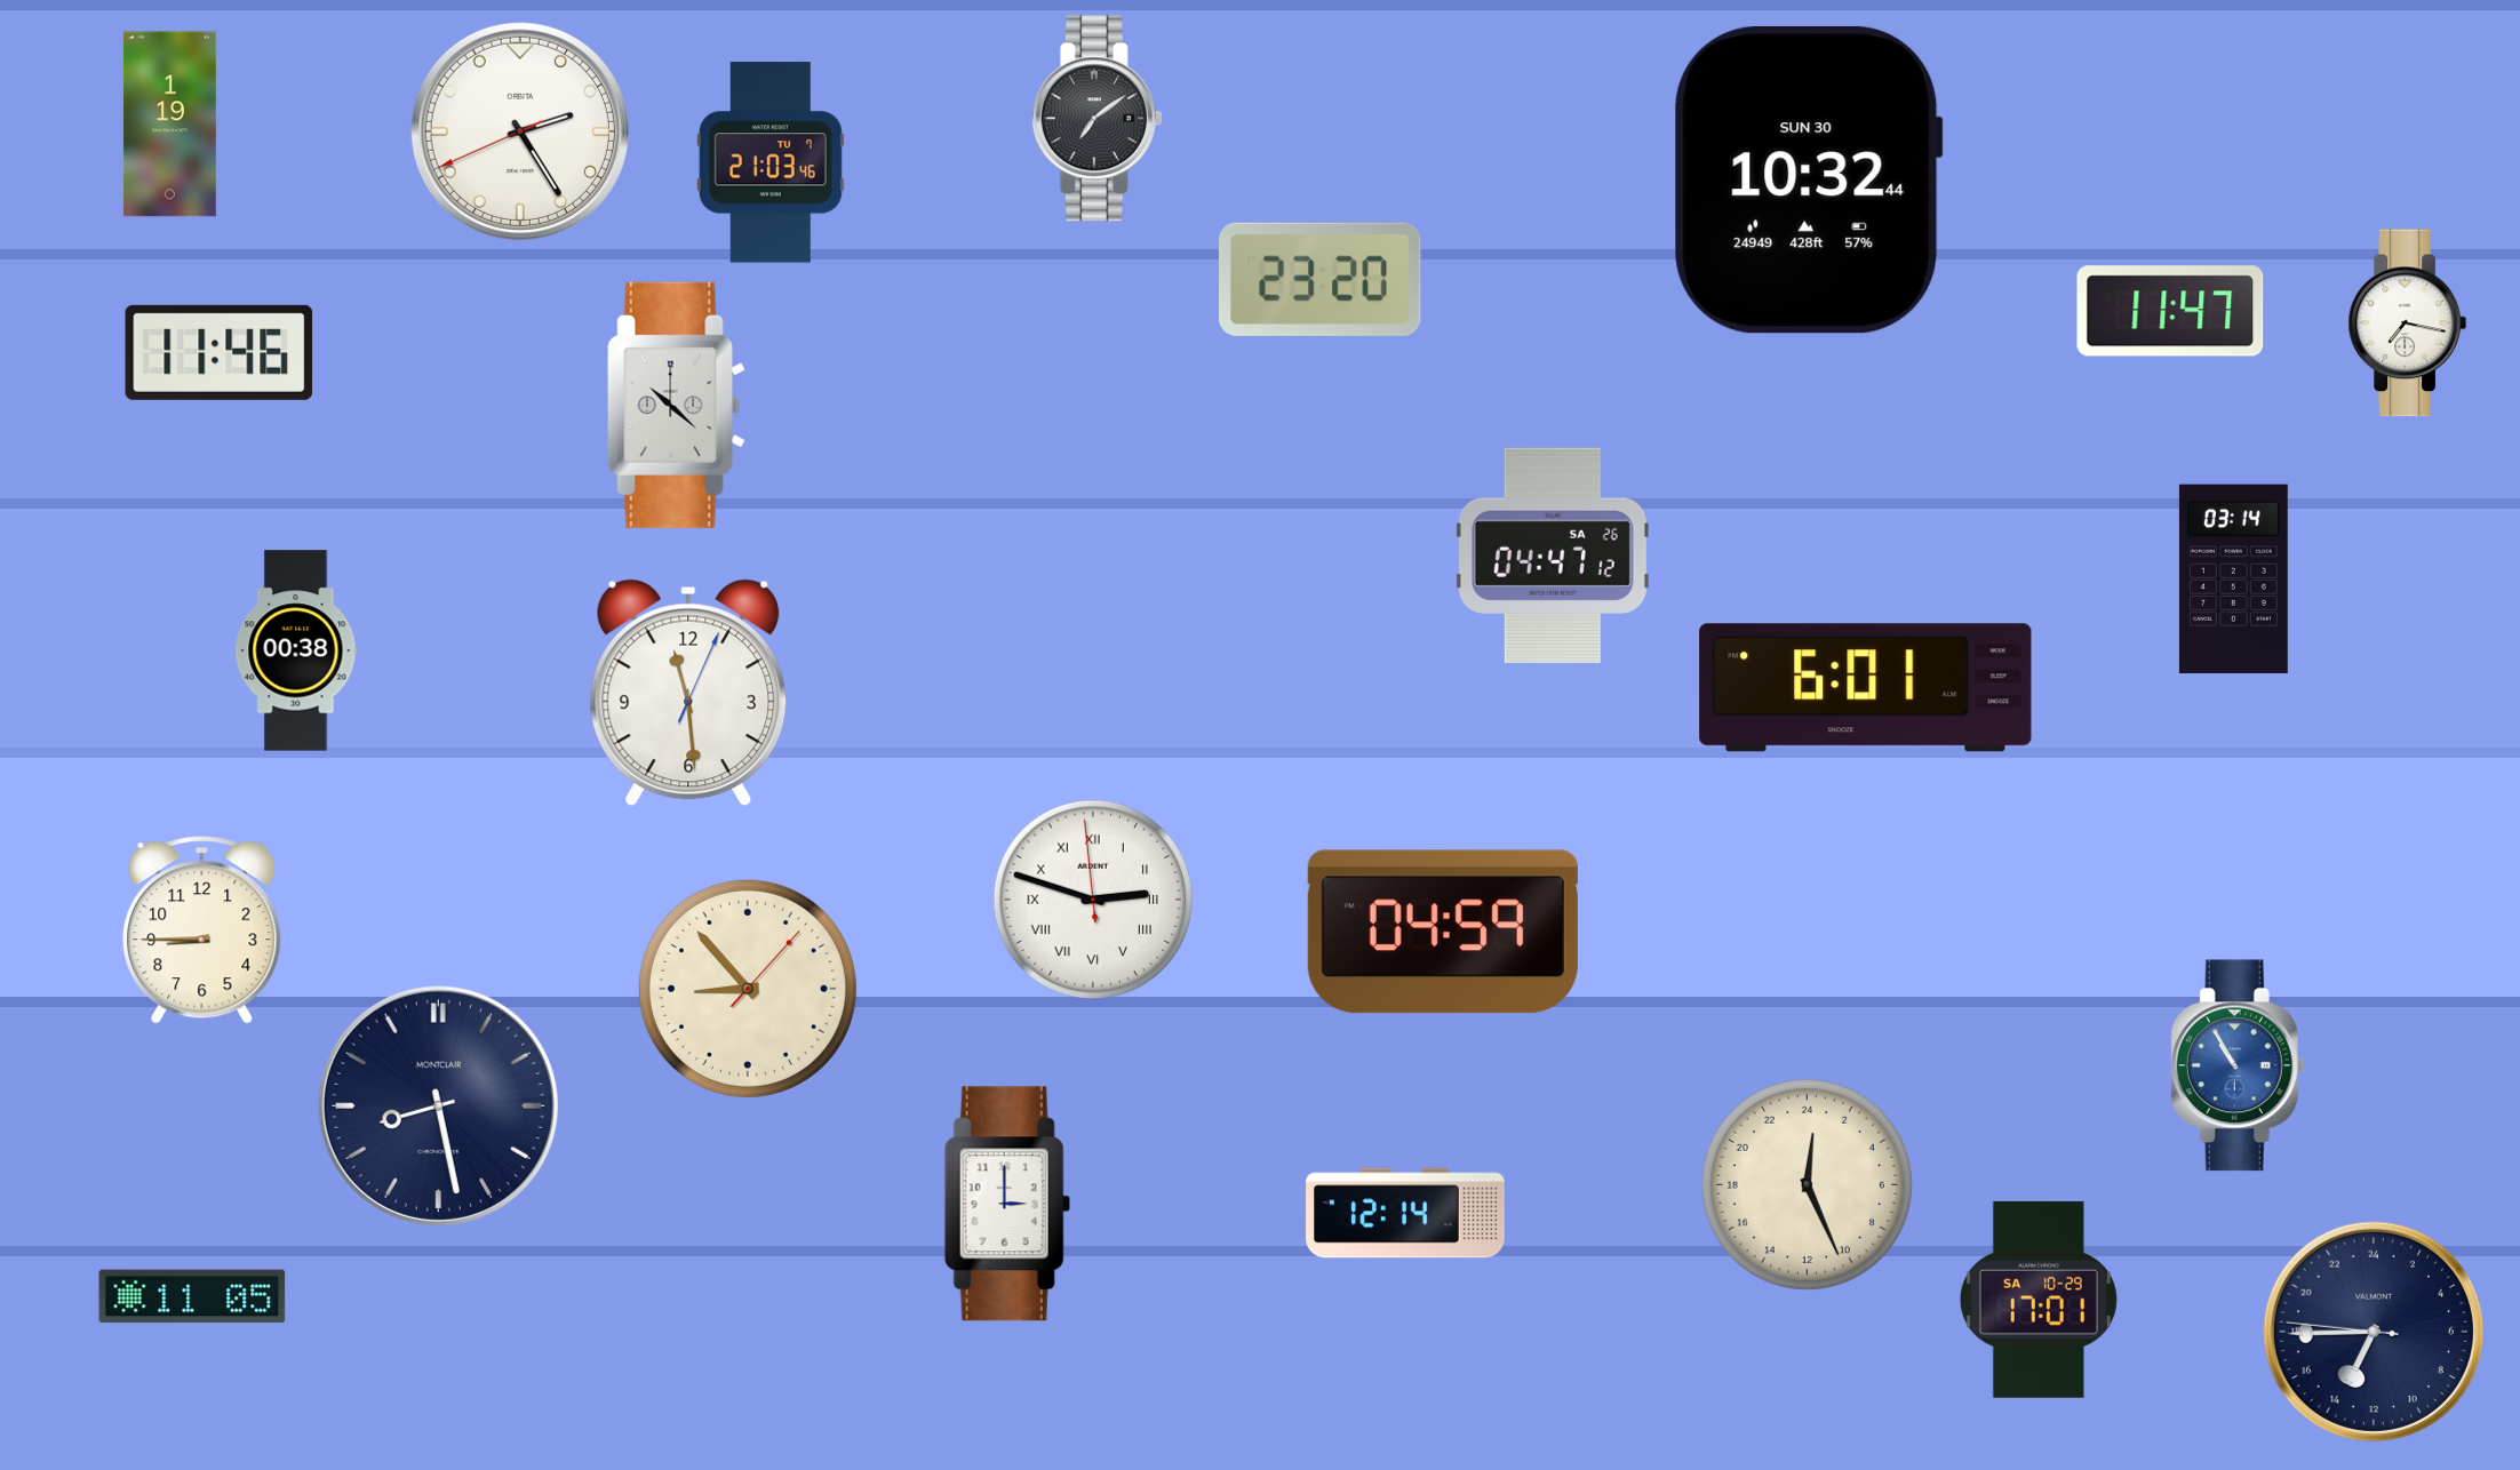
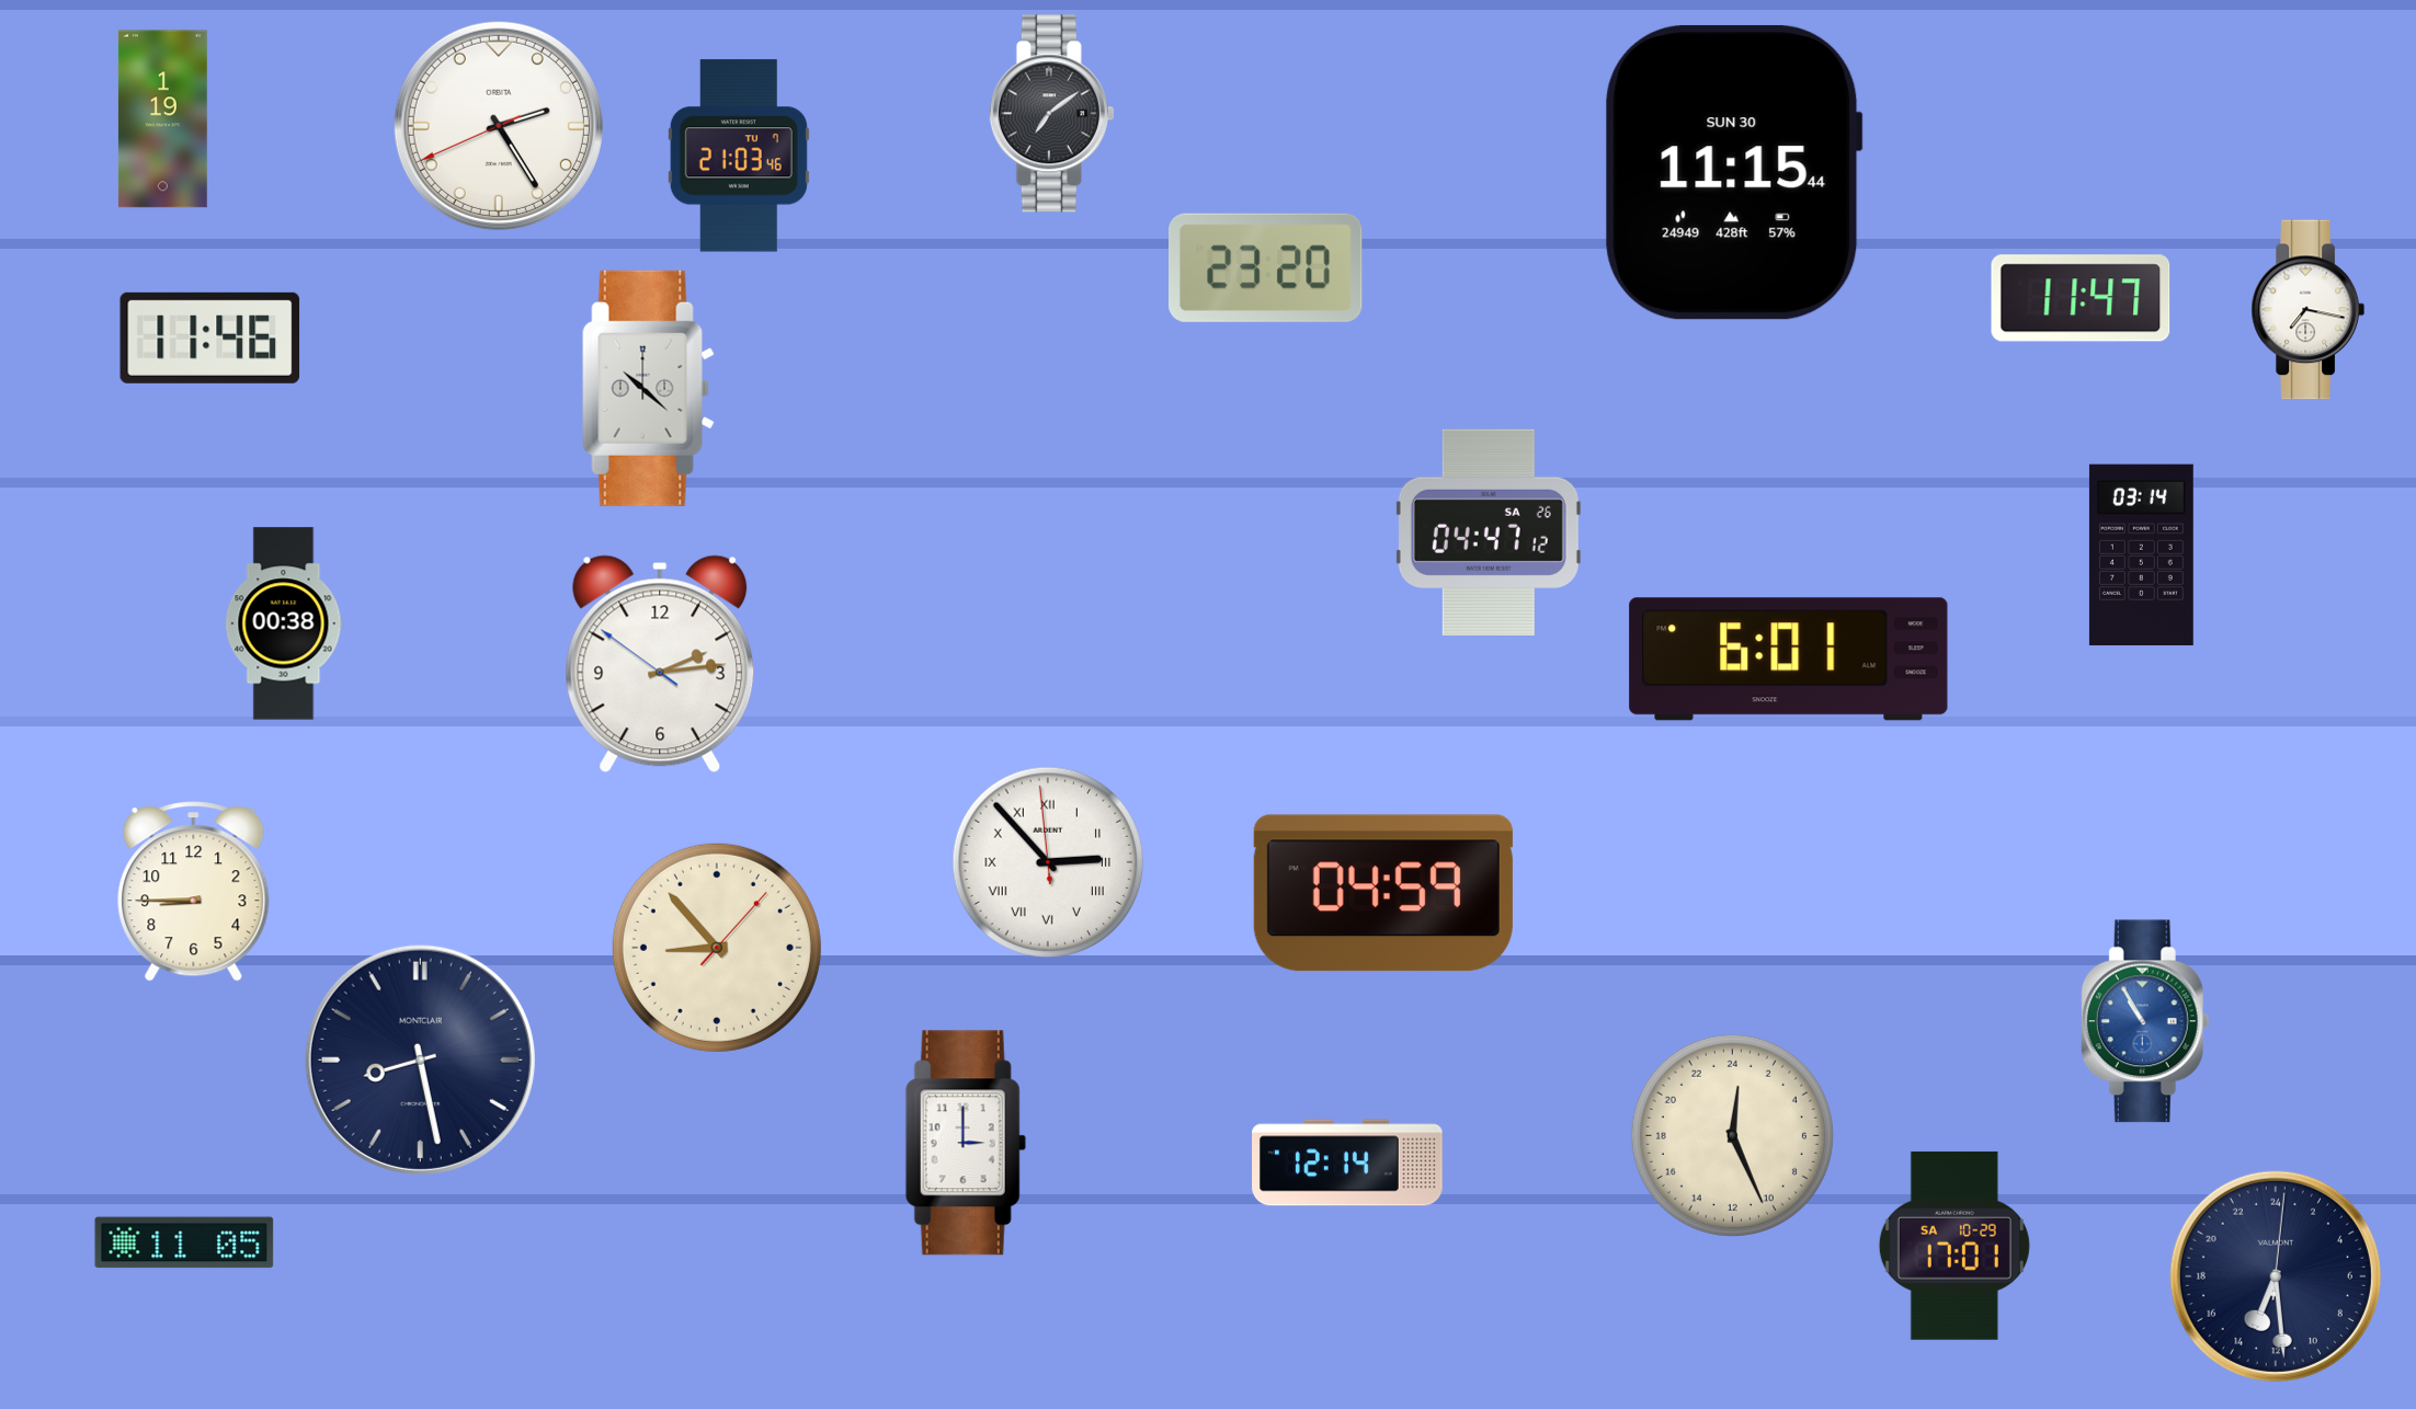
clock at (1808, 179): 10:32 -> 11:15
clock at (688, 693): 11:29 -> 2:13
clock at (1093, 900): 2:47 -> 2:52
clock at (1007, 1204) position: (1007, 1204) -> (966, 1143)
clock at (2374, 1332): 13:44 -> 13:29
